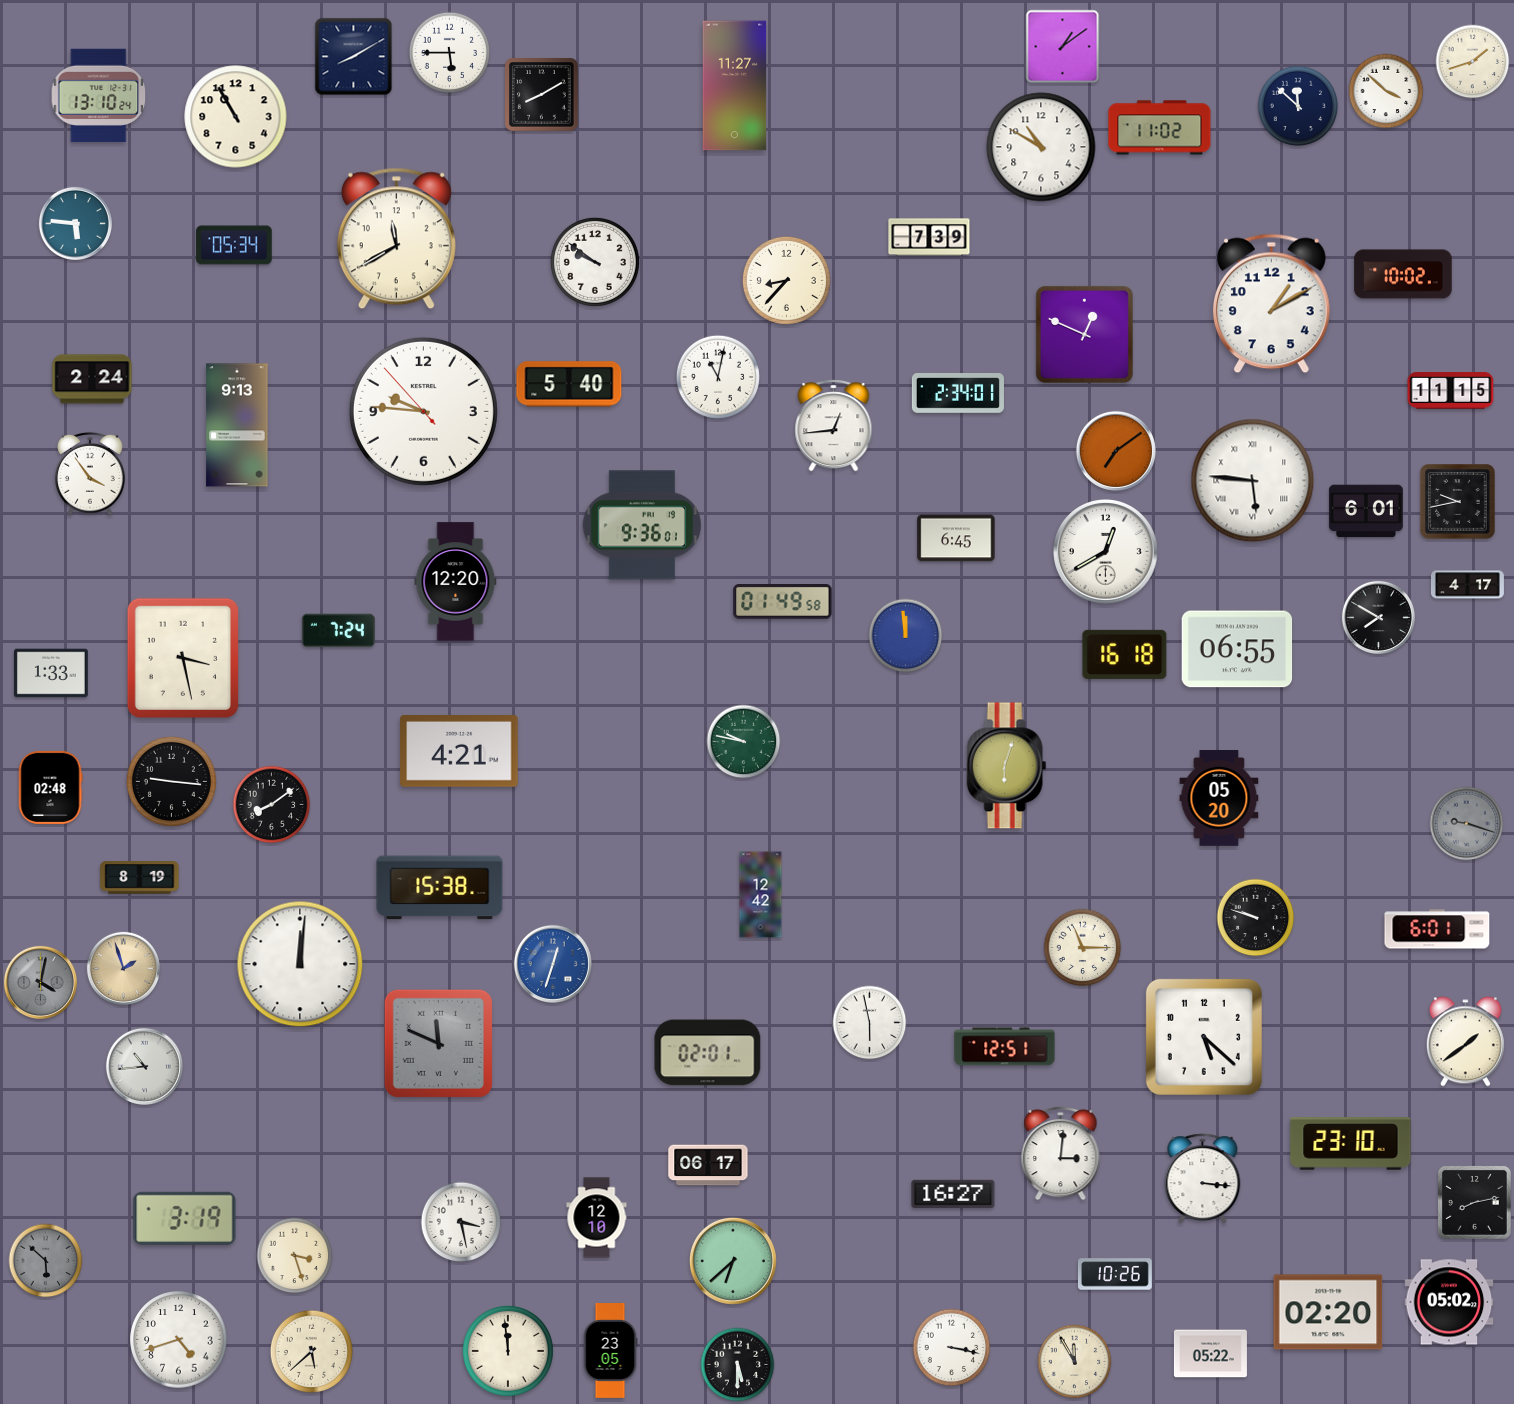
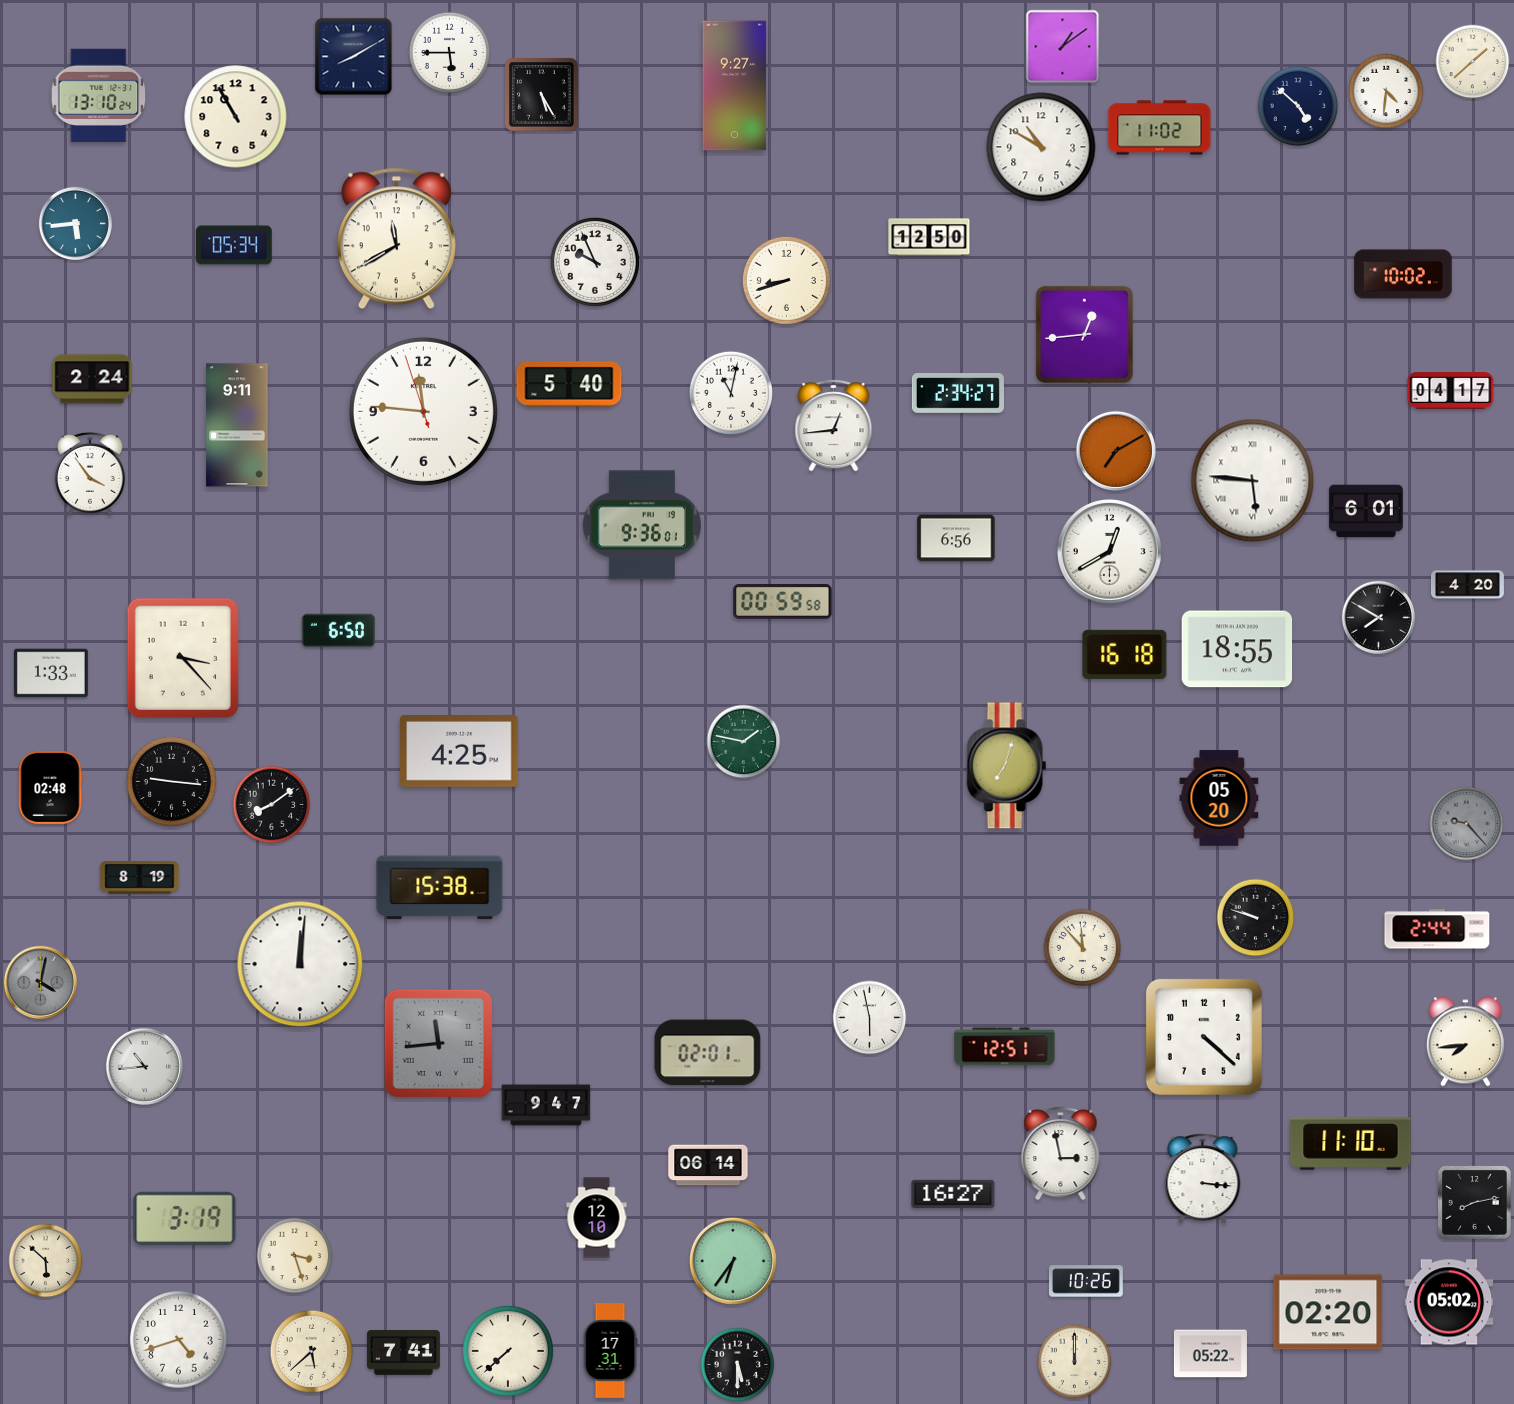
clock at (1473, 62): 1:42 -> 1:38
clock at (735, 86): 11:27 -> 9:27
clock at (1386, 91): 3:52 -> 4:31
clock at (542, 95): 8:10 -> 5:25
clock at (1298, 106): 11:52 -> 4:52
clock at (75, 223): 5:46 -> 5:44
clock at (929, 237): 7:39 -> 12:50
clock at (595, 262): 9:51 -> 9:56
clock at (786, 280): 8:37 -> 8:42
clock at (1272, 304): 1:10 -> none
clock at (1084, 334): 12:49 -> 12:44
clock at (718, 377) position: (718, 377) -> (731, 393)
clock at (1451, 391): 11:15 -> 04:17
clock at (958, 394): 2:34:01 -> 2:34:27
clock at (423, 411): 9:45 -> 11:45
clock at (237, 425): 9:13 -> 9:11
clock at (1116, 451): 7:09 -> 7:10
clock at (1458, 502): 9:43 -> none
clock at (956, 538): 6:45 -> 6:56
clock at (1106, 552) position: (1106, 552) -> (1110, 552)
clock at (456, 582): 12:20 -> none
clock at (1467, 585): 4:17 -> 4:20
clock at (783, 602): 01:49 -> 00:59
clock at (338, 631): 7:24 -> 6:50
clock at (906, 636): 11:59 -> none
clock at (1237, 649): 06:55 -> 18:55
clock at (183, 657): 3:28 -> 3:23
clock at (744, 742): 9:47 -> 1:47
clock at (459, 752): 4:21 -> 4:25
clock at (1007, 766): 6:03 -> 7:03
clock at (1467, 824): 9:18 -> 9:23
clock at (761, 895): 12:42 -> none
clock at (1437, 929): 6:01 -> 2:44
clock at (1083, 948): 11:15 -> 11:53
clock at (553, 964): 12:33 -> none
clock at (123, 968): 1:57 -> none
clock at (870, 1023) position: (870, 1023) -> (870, 1018)
clock at (1204, 1037): 5:22 -> 4:22
clock at (1465, 1042): 1:39 -> 7:44
clock at (438, 1043): 11:49 -> 11:44
clock at (546, 1105): none -> 9:47
clock at (1351, 1144): 23:10 -> 11:10
clock at (1061, 1153): 3:01 -> 2:58
clock at (708, 1165): 06:17 -> 06:14
clock at (461, 1222): 3:28 -> none
clock at (46, 1261) dial: grey -> cream
clock at (733, 1261): 6:38 -> 6:36
clock at (1115, 1274) position: (1115, 1274) -> (1086, 1281)
clock at (952, 1348): 3:17 -> none
clock at (508, 1351): 11:59 -> 7:38
clock at (610, 1351): 23:05 -> 17:31
clock at (403, 1353): none -> 7:41
clock at (1075, 1362): 11:55 -> 12:00
